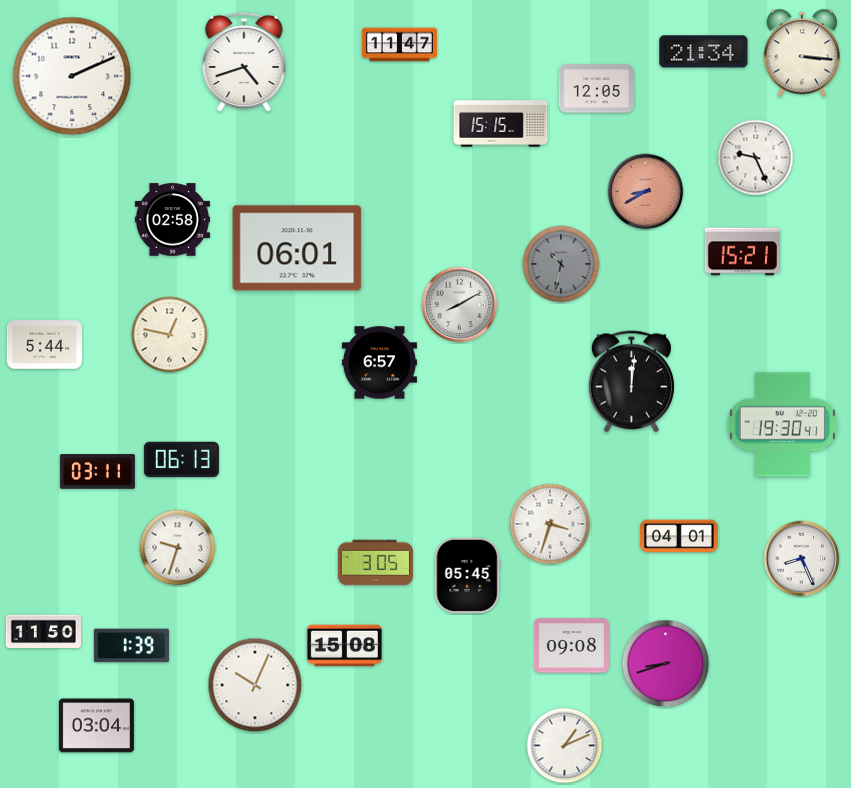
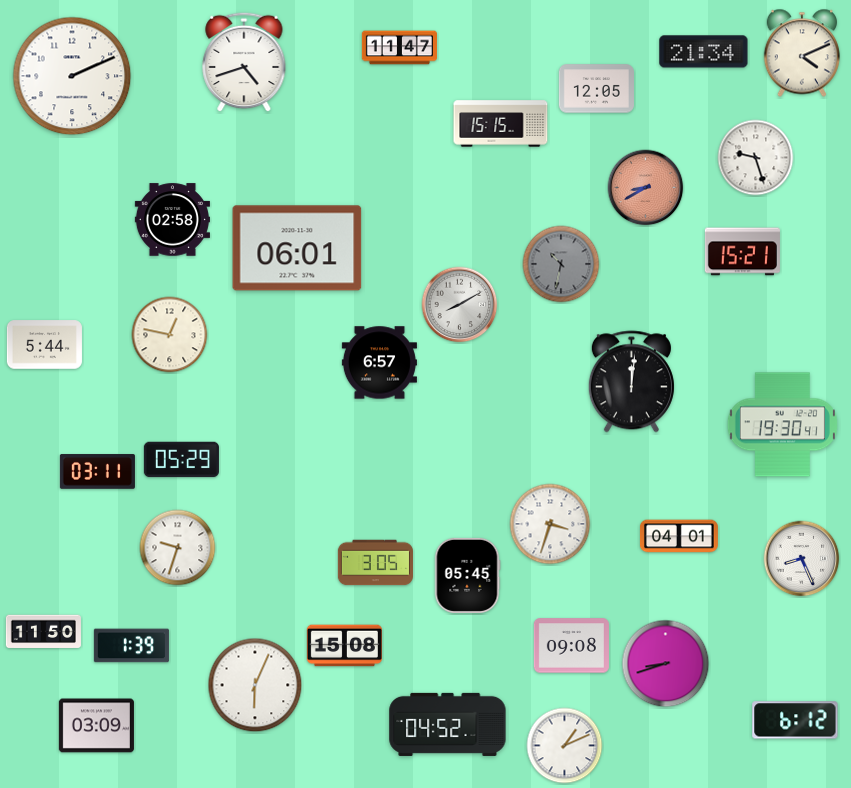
clock at (399, 45) position: (399, 45) -> (399, 48)
clock at (802, 53): 3:16 -> 4:11
clock at (756, 158): 9:26 -> 9:27
clock at (646, 192) position: (646, 192) -> (646, 188)
clock at (181, 460): 06:13 -> 05:29
clock at (255, 685): 10:04 -> 6:04
clock at (795, 720): none -> 6:12
clock at (448, 724): none -> 04:52
clock at (96, 726): 03:04 -> 03:09
